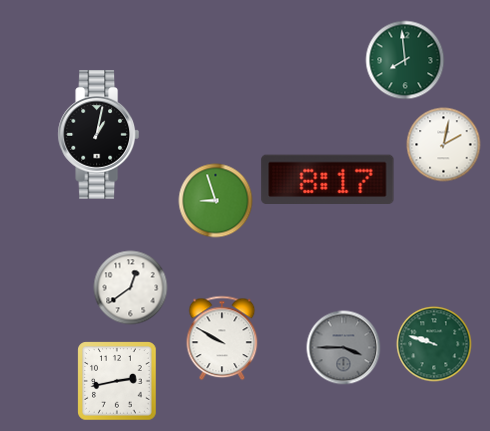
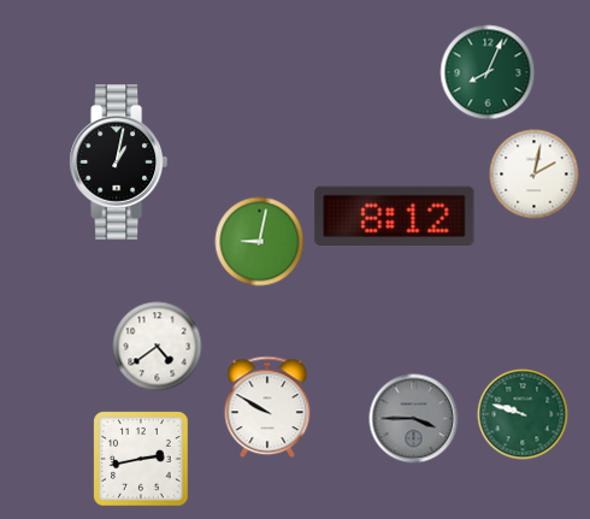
clock at (405, 60): 7:59 -> 8:04
clock at (328, 180): 8:17 -> 8:12
clock at (216, 201): 8:57 -> 9:02
clock at (131, 288): 12:39 -> 4:39
